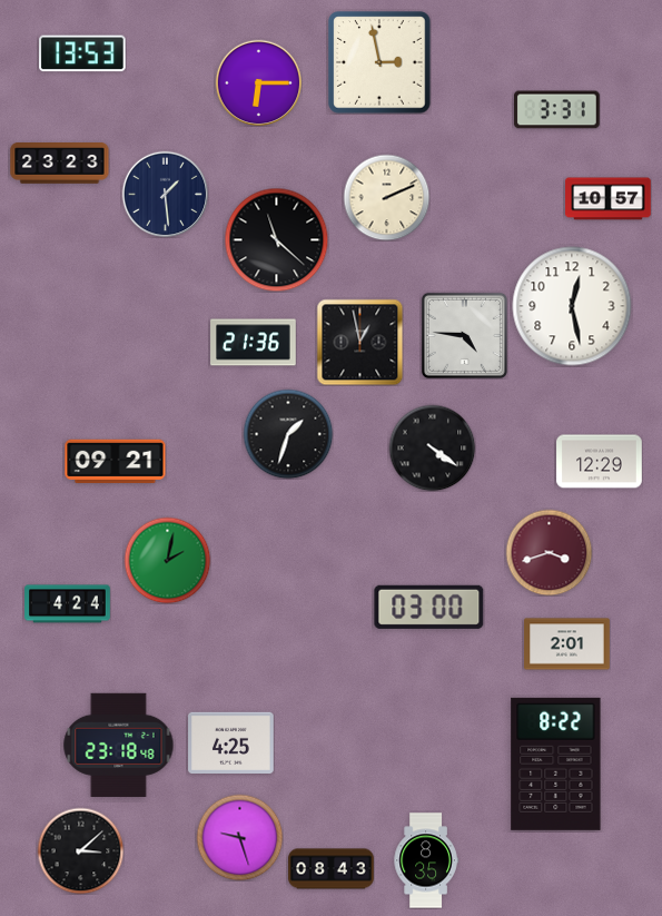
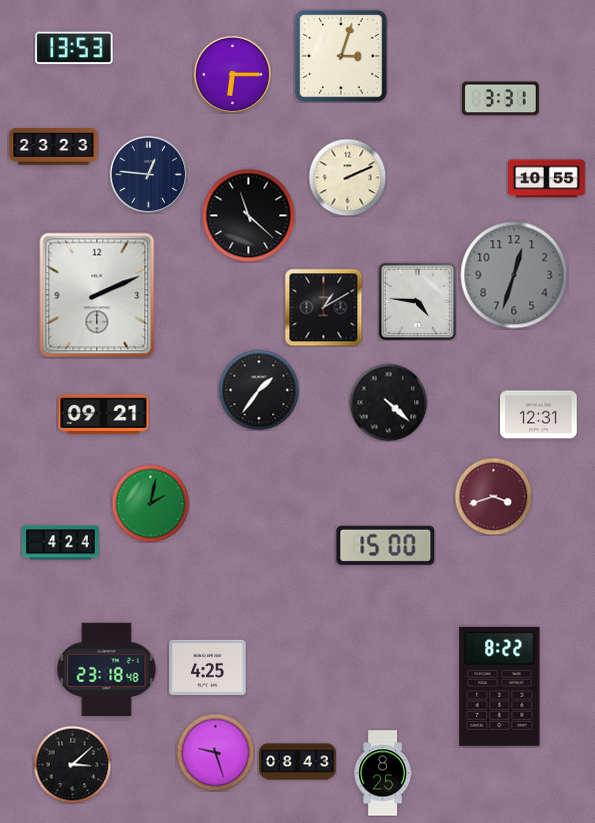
clock at (379, 62): 2:58 -> 3:03
clock at (165, 194): 1:29 -> 12:46
clock at (609, 199): 10:57 -> 10:55
clock at (572, 306): 12:28 -> 12:33
clock at (572, 306) dial: white -> grey
clock at (97, 295): none -> 2:11
clock at (359, 342): 12:58 -> 1:10
clock at (254, 343): 21:36 -> none
clock at (288, 434): 1:33 -> 1:36
clock at (432, 447): 4:21 -> 4:22
clock at (600, 462): 12:29 -> 12:31
clock at (429, 607): 03:00 -> 15:00
clock at (567, 644): 2:01 -> none
clock at (426, 860): 8:35 -> 8:25
clock at (332, 869) position: (332, 869) -> (298, 762)
